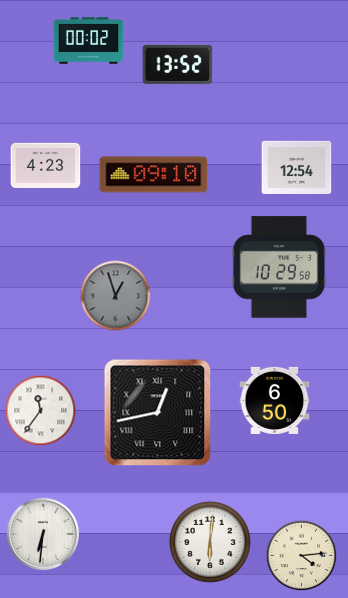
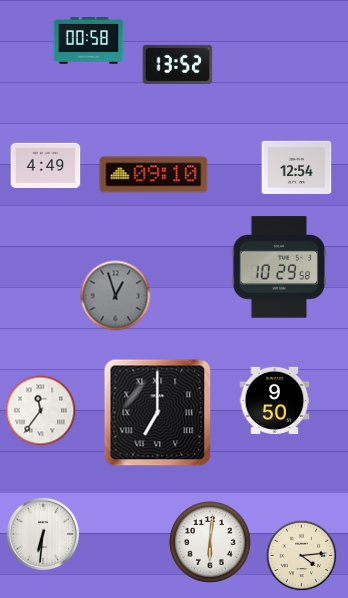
clock at (89, 41): 00:02 -> 00:58
clock at (46, 165): 4:23 -> 4:49
clock at (275, 400): 6:50 -> 9:50
clock at (158, 413): 12:43 -> 7:00
